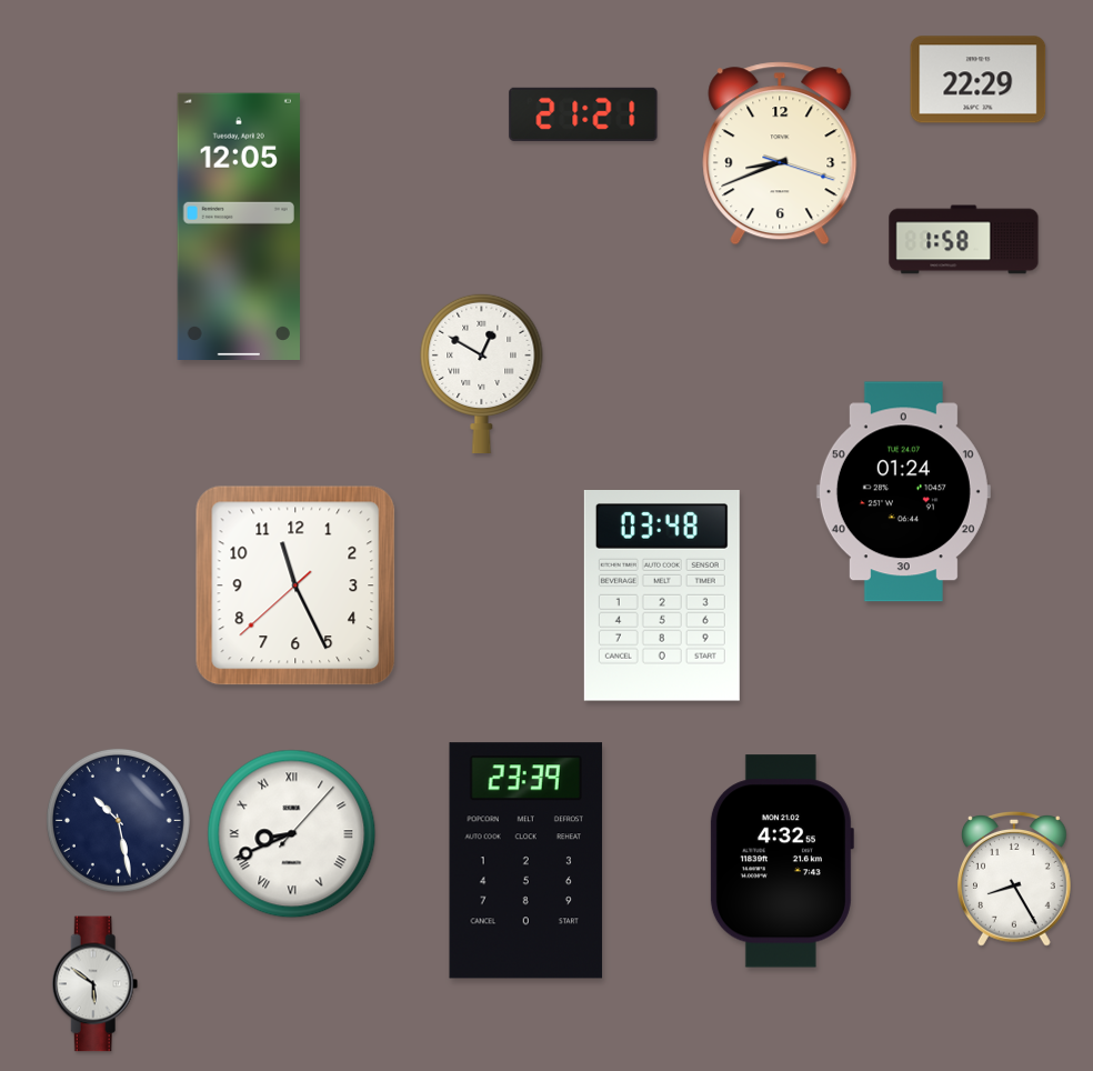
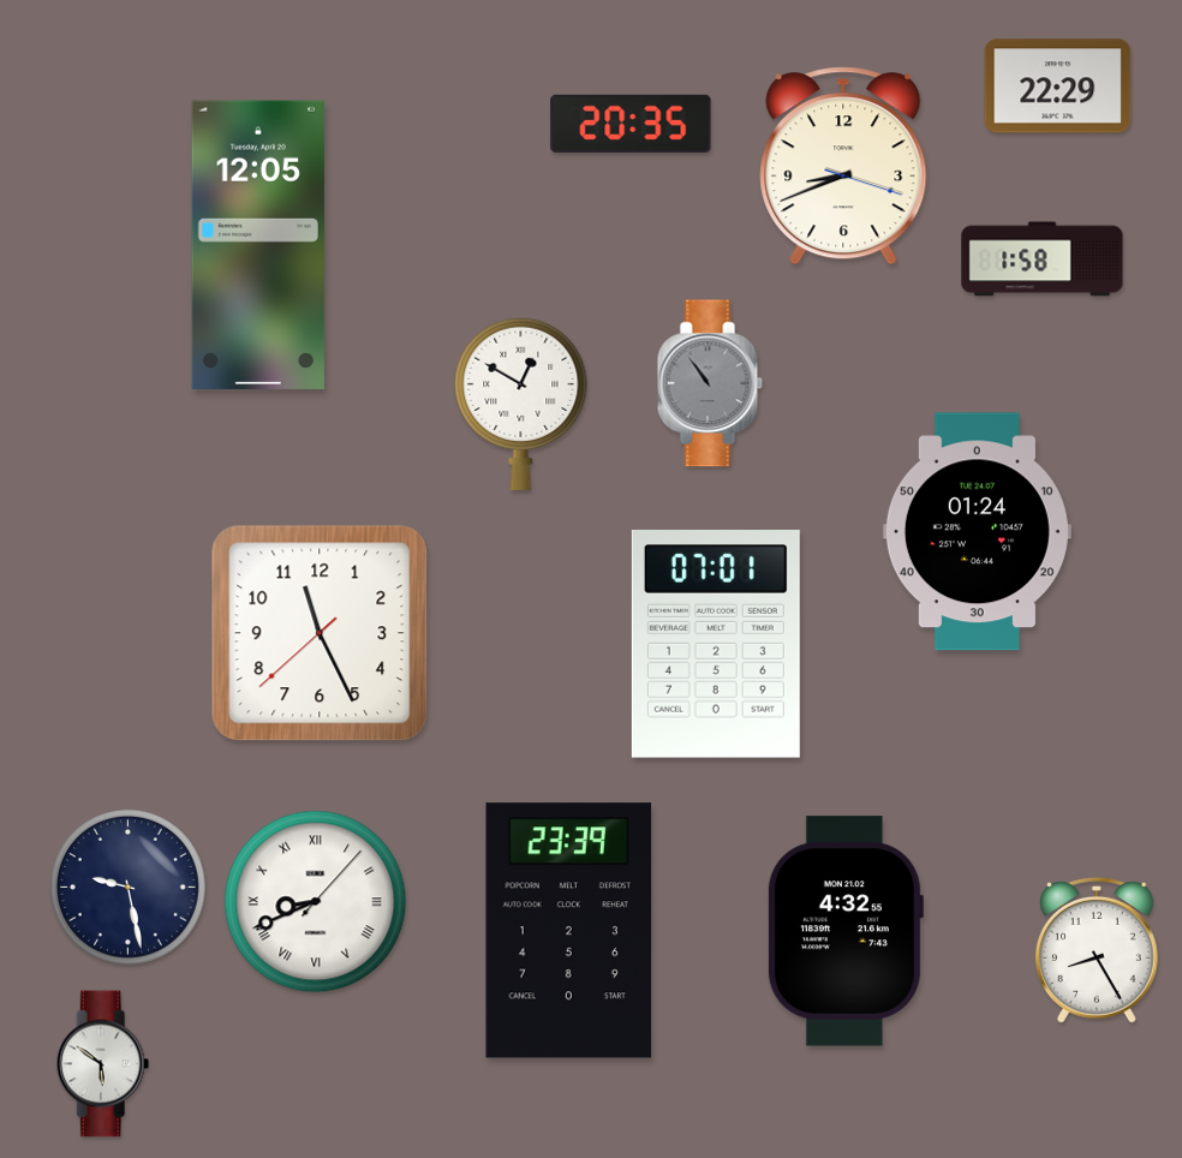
clock at (583, 114): 21:21 -> 20:35
clock at (710, 383): none -> 10:54
clock at (662, 597): 03:48 -> 07:01
clock at (118, 820): 10:28 -> 9:28
